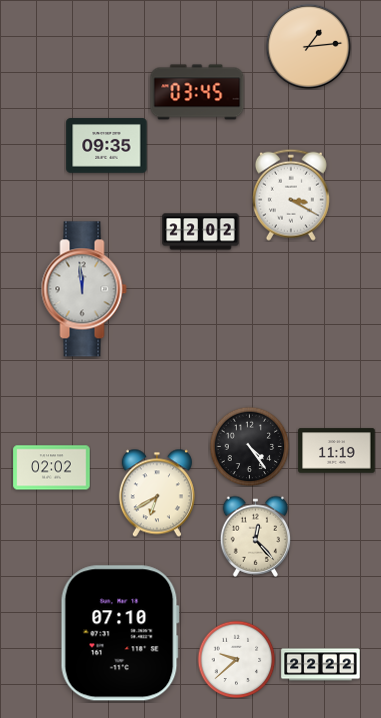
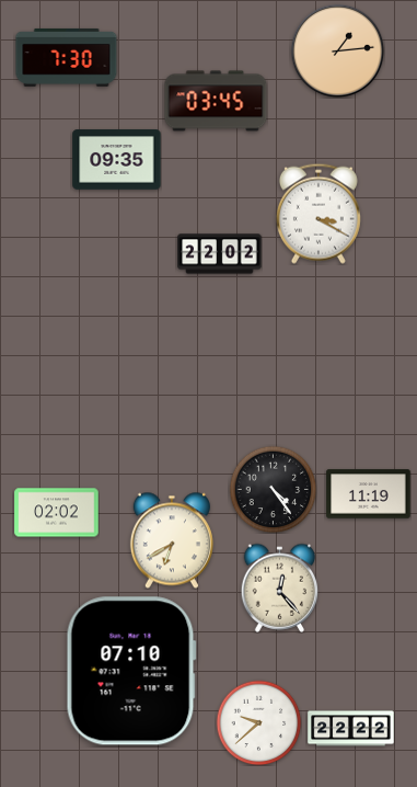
clock at (67, 58): none -> 7:30
clock at (84, 289): 11:59 -> none
clock at (120, 633) position: (120, 633) -> (131, 671)
